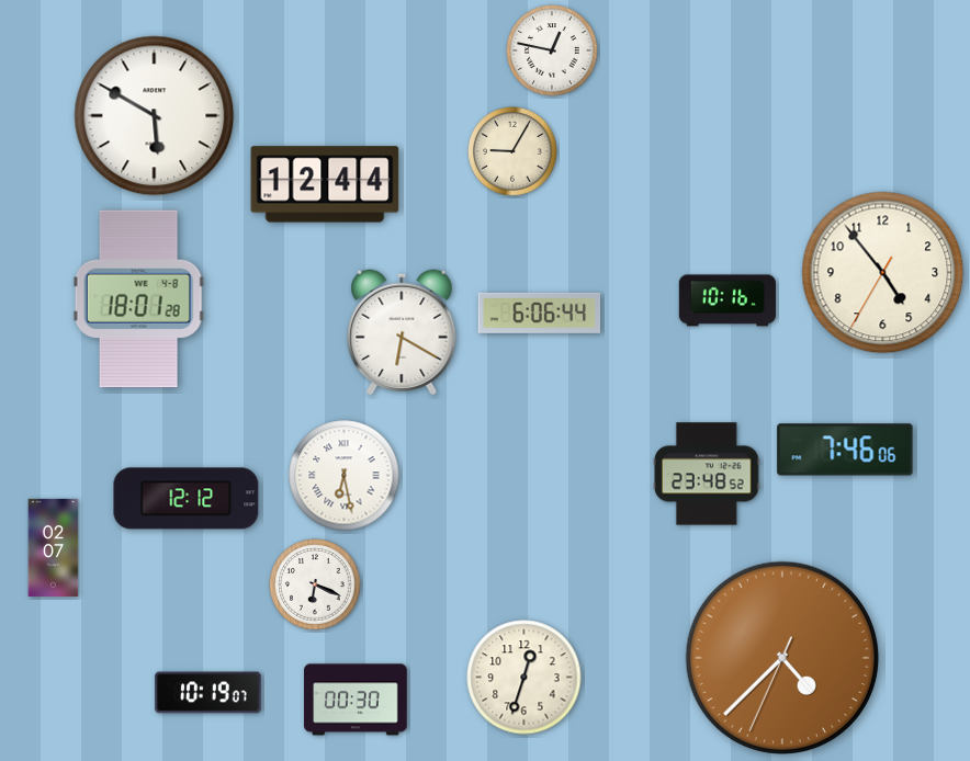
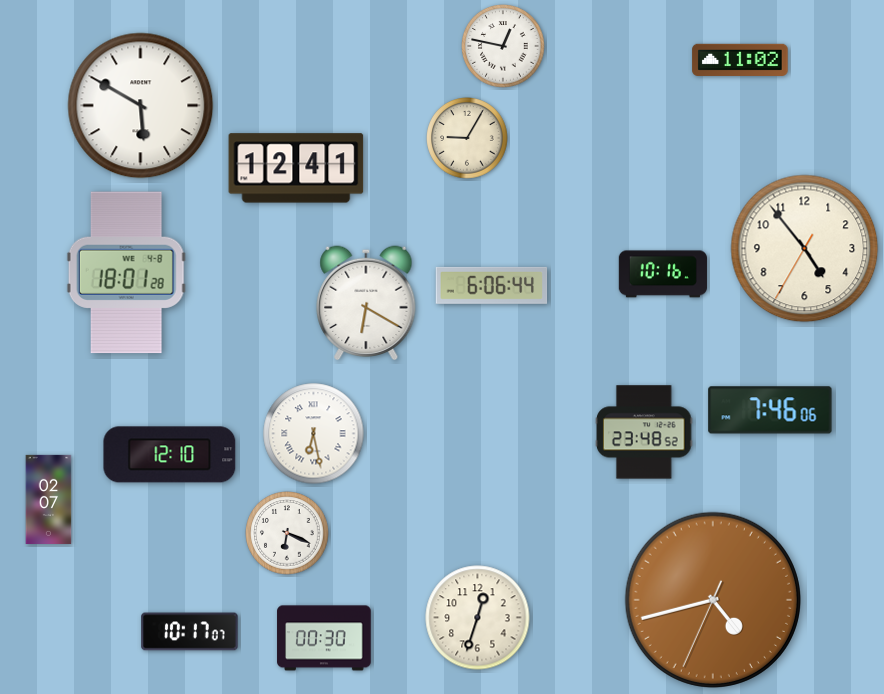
clock at (740, 60): none -> 11:02
clock at (325, 184): 12:44 -> 12:41
clock at (187, 499): 12:12 -> 12:10
clock at (782, 658): 4:37 -> 4:42
clock at (208, 693): 10:19 -> 10:17
